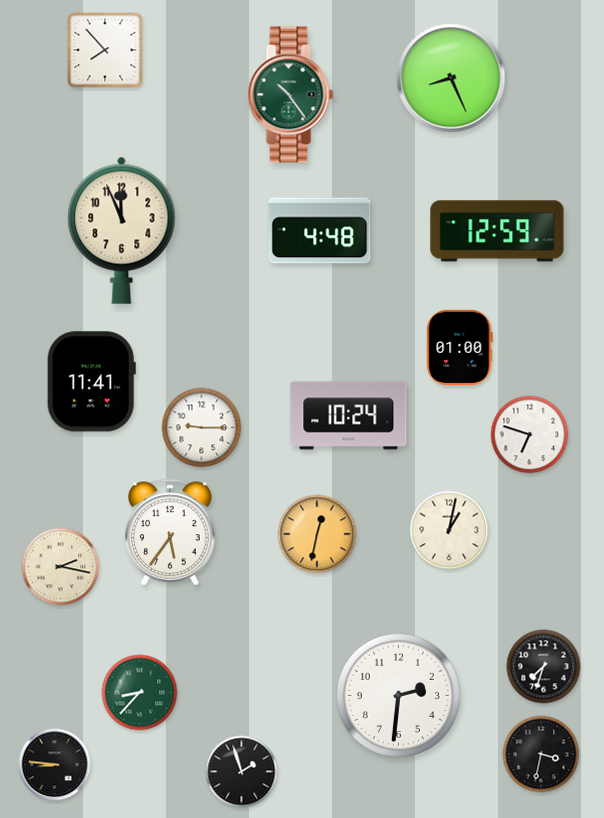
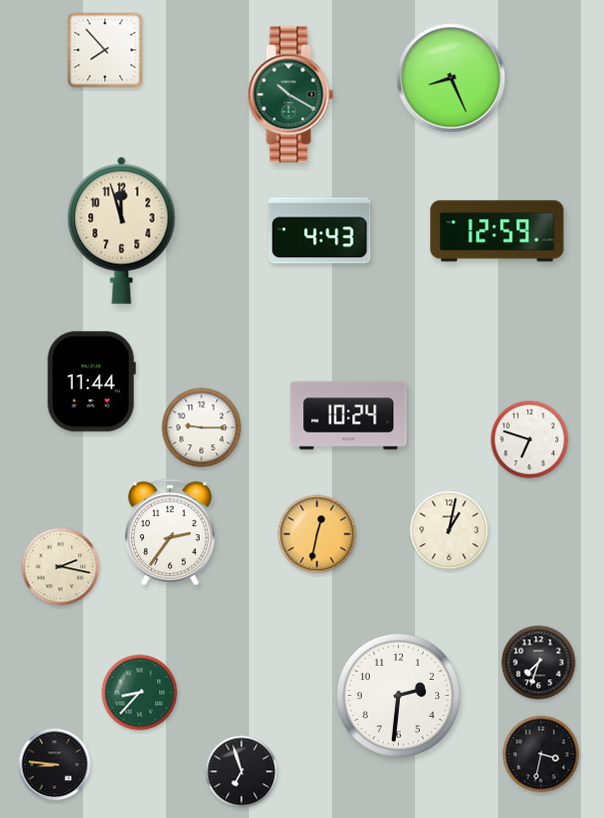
clock at (291, 95): 10:24 -> 10:20
clock at (122, 230): 11:56 -> 11:57
clock at (320, 231): 4:48 -> 4:43
clock at (460, 347): 01:00 -> none
clock at (91, 382): 11:41 -> 11:44
clock at (530, 435) position: (530, 435) -> (530, 440)
clock at (170, 533): 5:36 -> 2:36
clock at (544, 667) position: (544, 667) -> (539, 663)
clock at (242, 772): 1:57 -> 6:57
